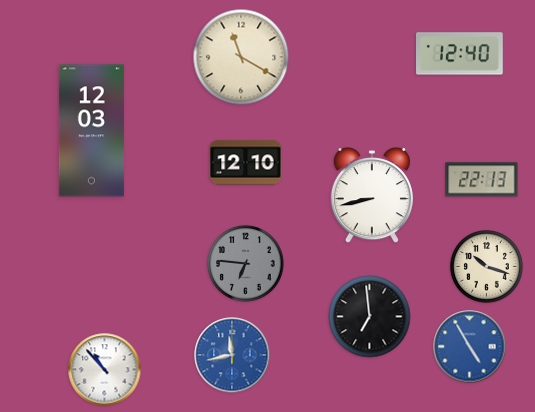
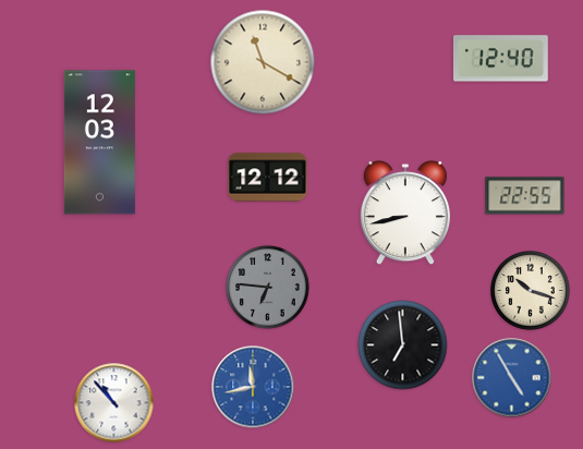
clock at (246, 163): 12:10 -> 12:12
clock at (482, 180): 22:13 -> 22:55
